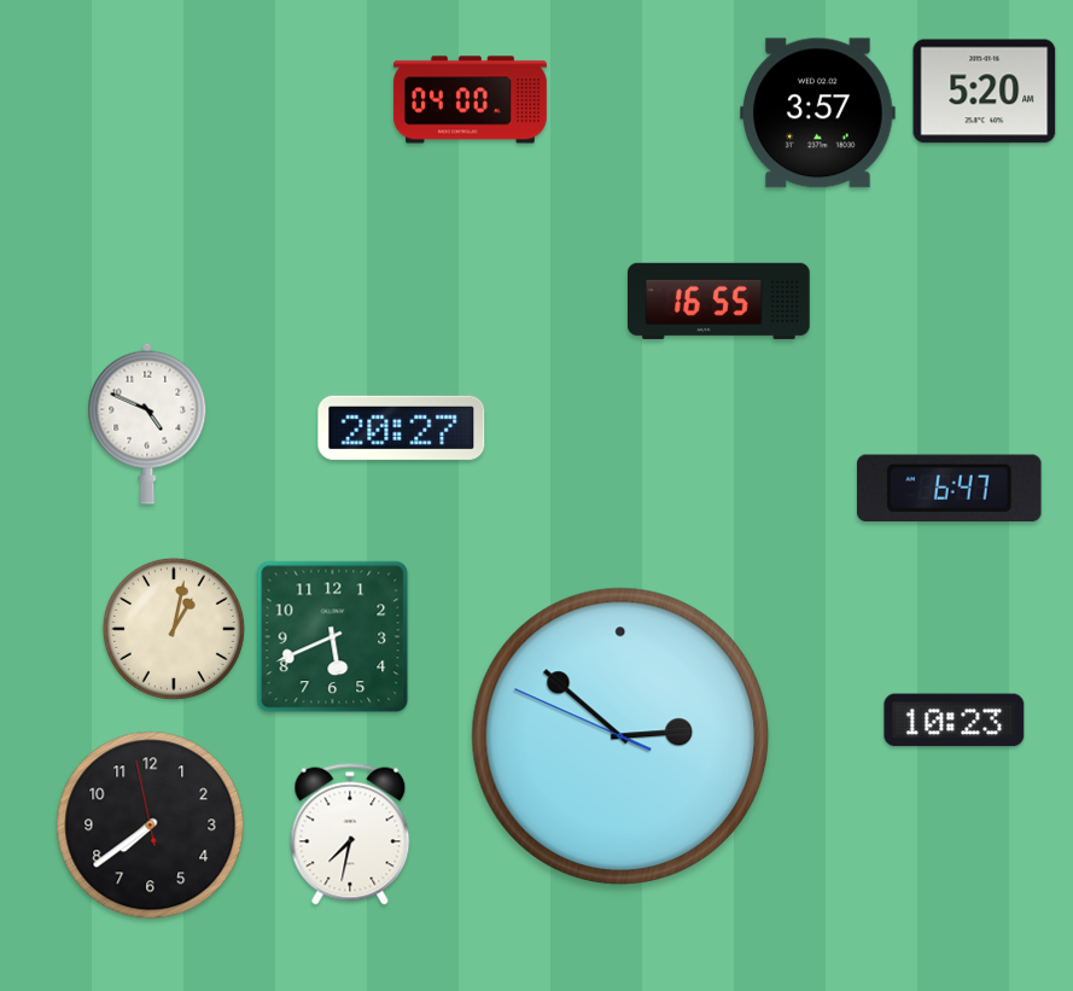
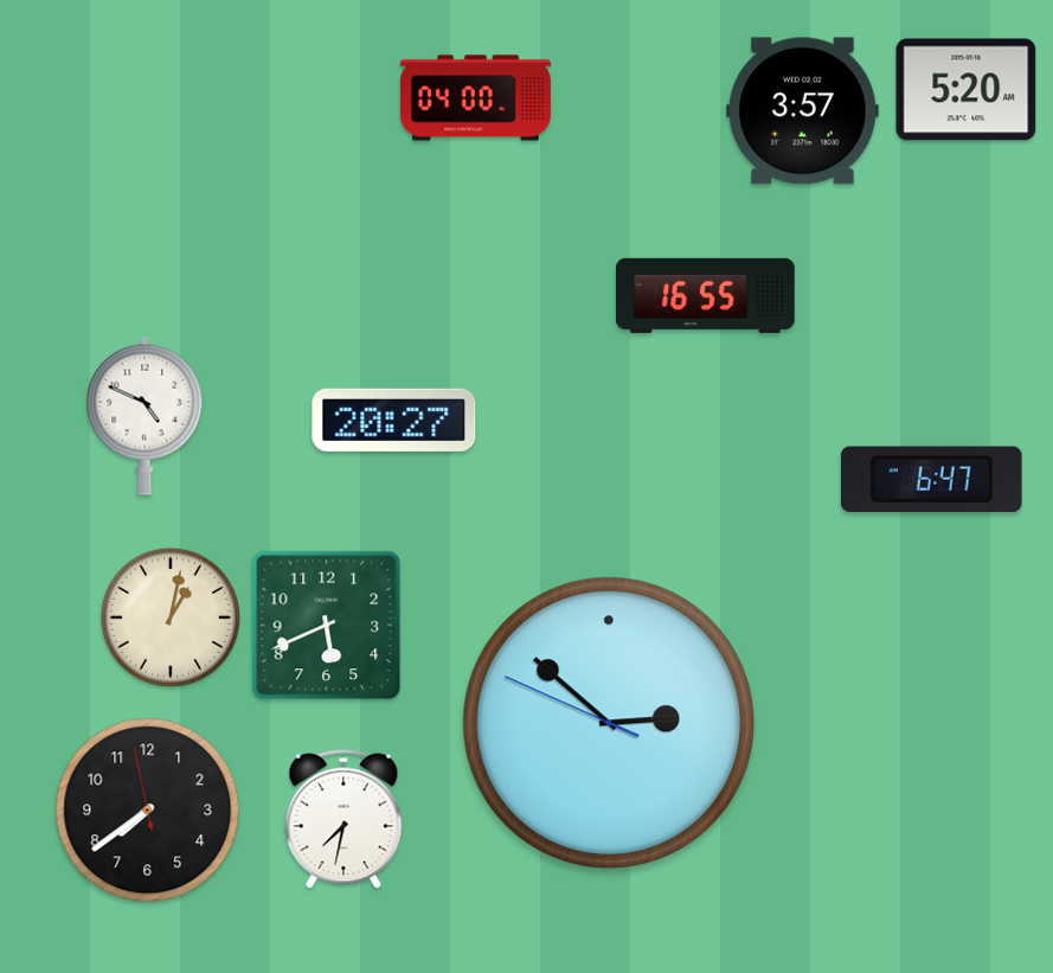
clock at (470, 100) position: (470, 100) -> (475, 98)
clock at (955, 721): 10:23 -> none
